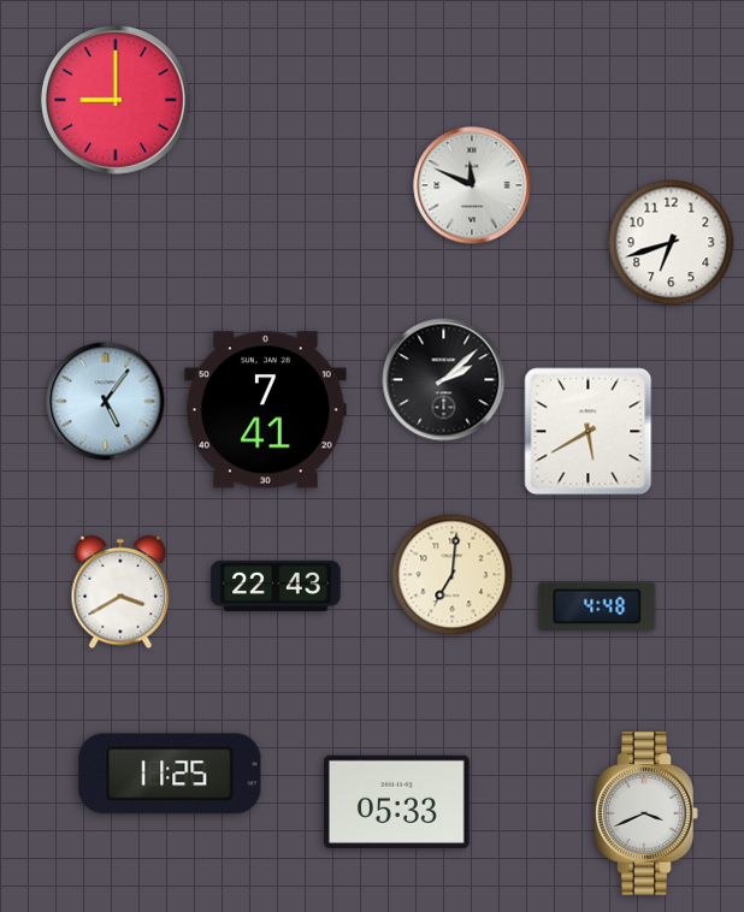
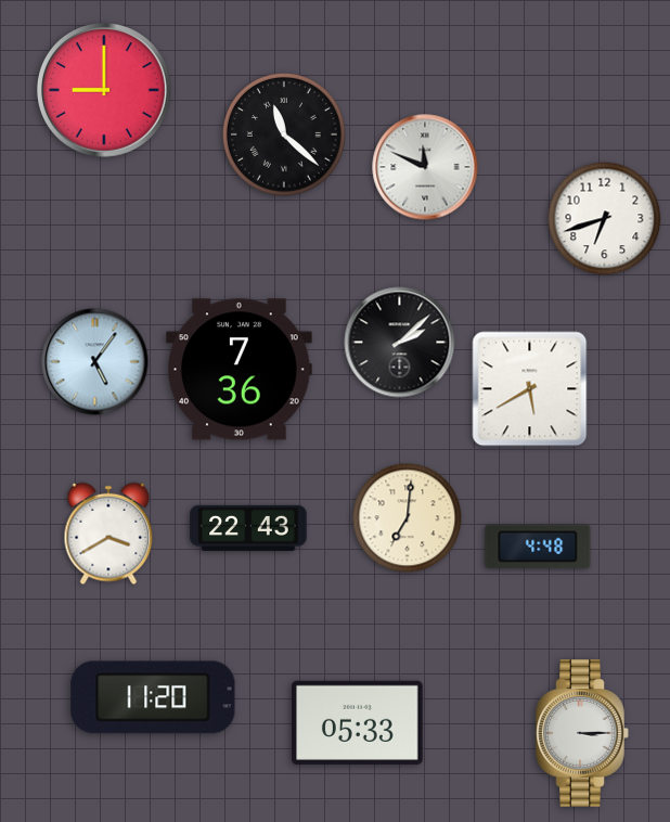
clock at (284, 134): none -> 11:22
clock at (266, 410): 7:41 -> 7:36
clock at (170, 774): 11:25 -> 11:20
clock at (646, 813): 3:41 -> 3:15
